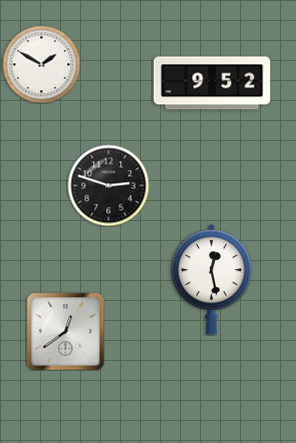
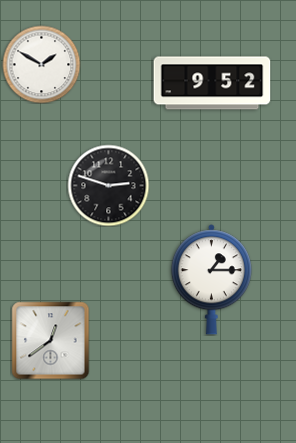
clock at (211, 280): 12:28 -> 1:15
clock at (65, 331) position: (65, 331) -> (50, 340)
